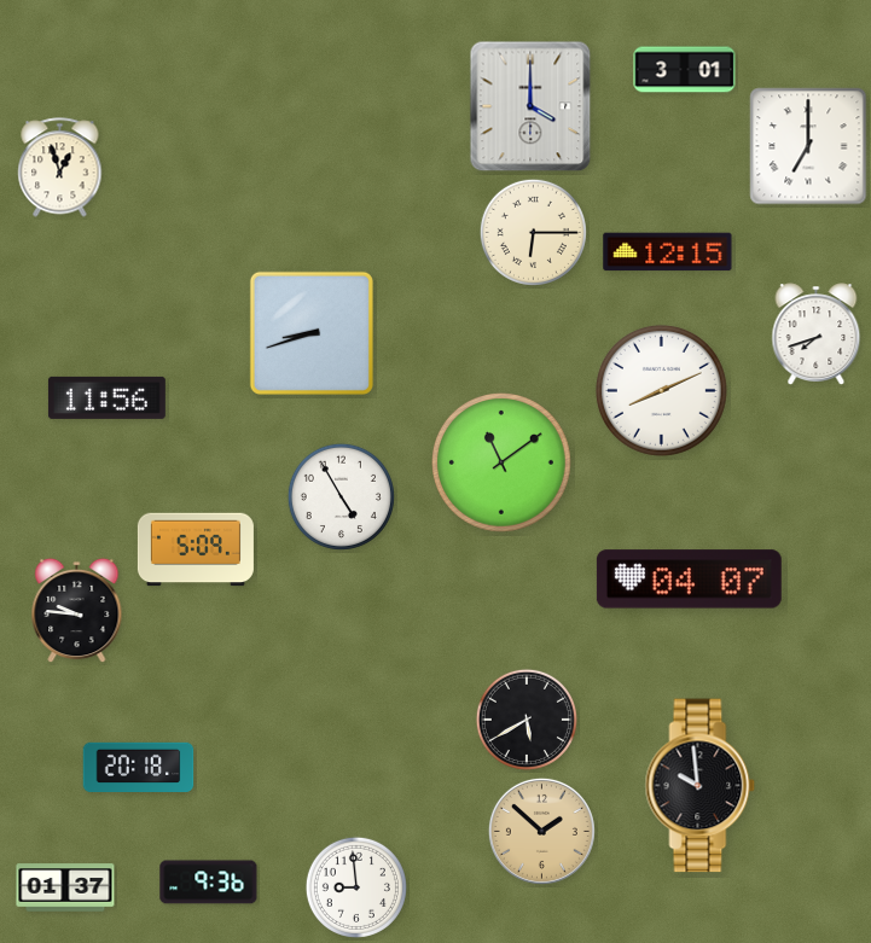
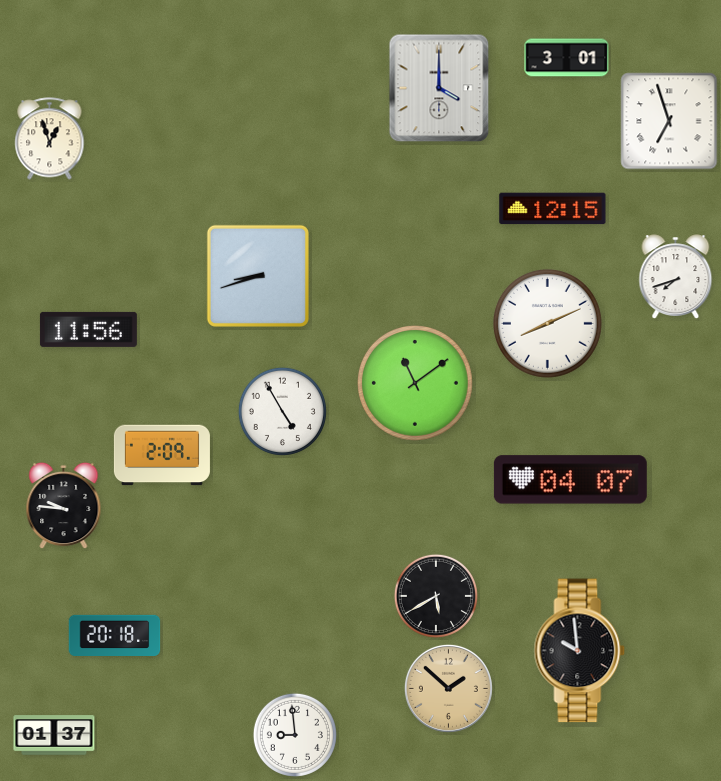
clock at (808, 146): 7:00 -> 6:57
clock at (533, 232): 6:15 -> none
clock at (196, 549): 5:09 -> 2:09
clock at (209, 883): 9:36 -> none
